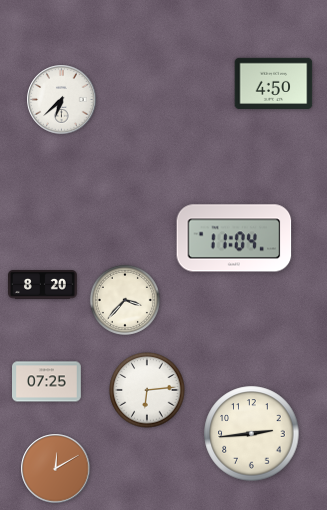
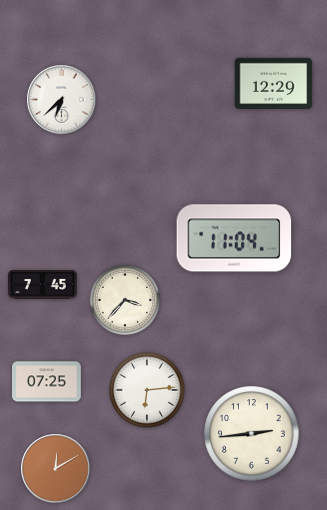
clock at (274, 83): 4:50 -> 12:29
clock at (43, 285): 8:20 -> 7:45
